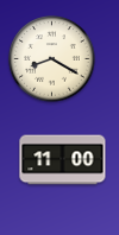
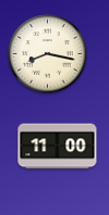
clock at (52, 59): 8:20 -> 8:17
